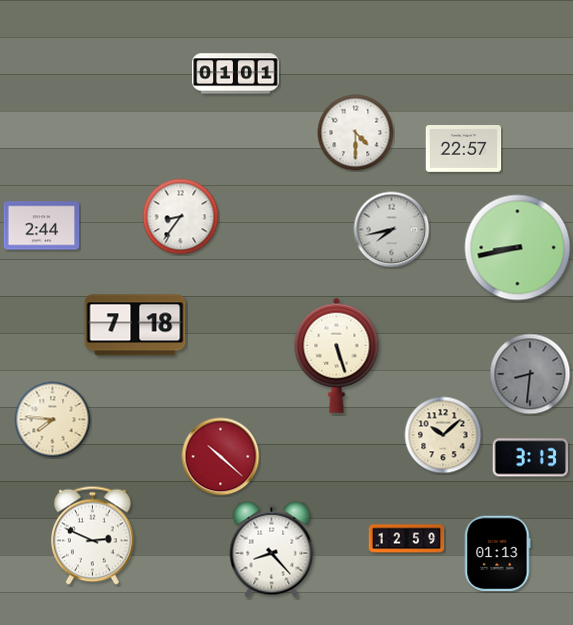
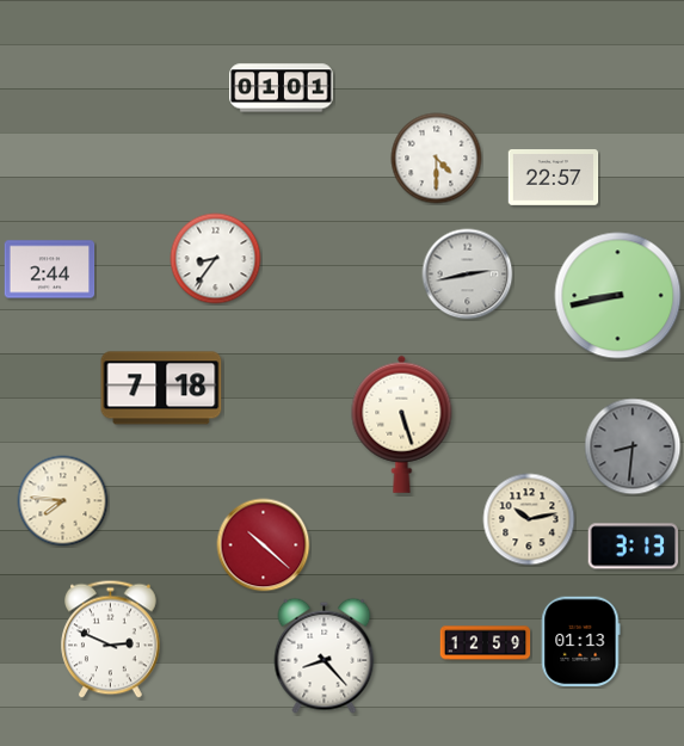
clock at (356, 133) position: (356, 133) -> (437, 159)
clock at (392, 230): 7:43 -> 2:43
clock at (443, 435): 10:08 -> 10:13
clock at (498, 554) position: (498, 554) -> (581, 642)
